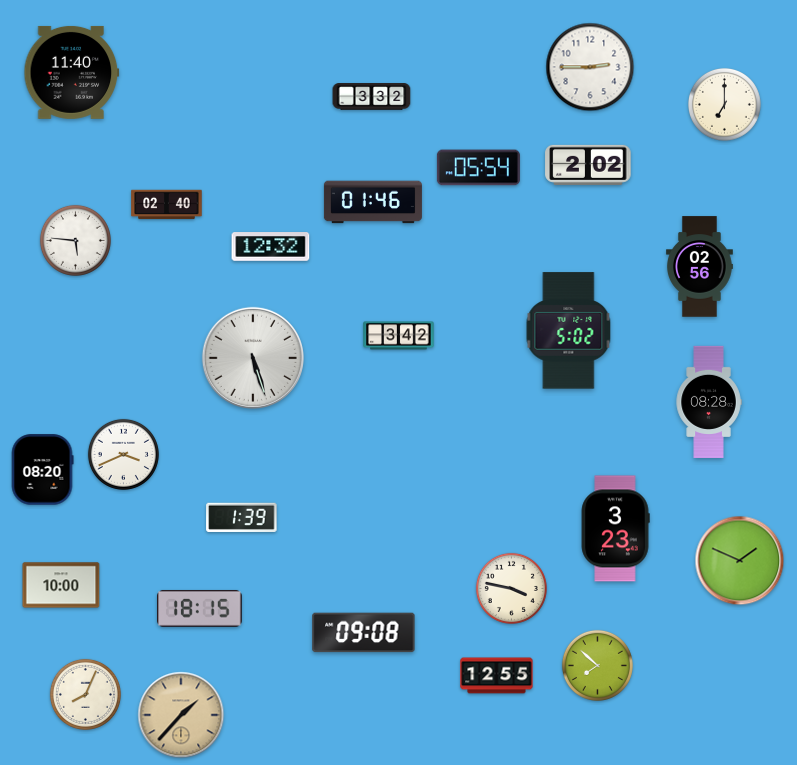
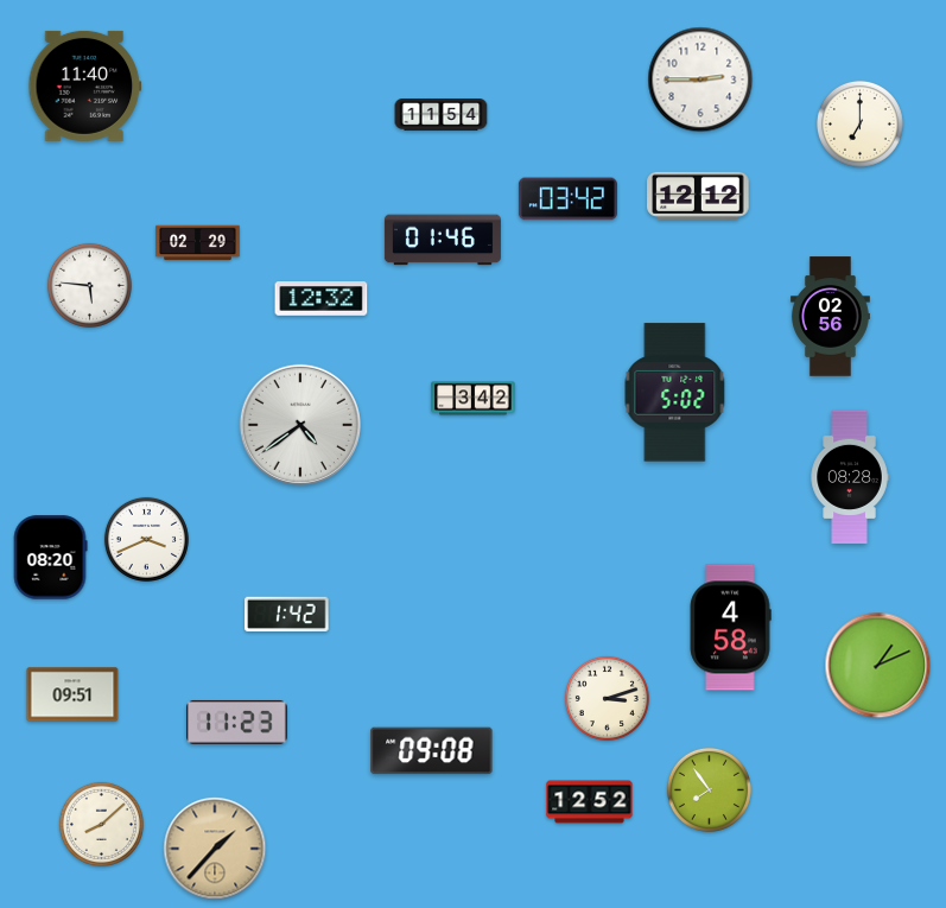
clock at (372, 97): 3:32 -> 11:54
clock at (588, 165): 2:02 -> 12:12
clock at (478, 168): 05:54 -> 03:42
clock at (167, 205): 02:40 -> 02:29
clock at (271, 247) position: (271, 247) -> (322, 299)
clock at (253, 358): 5:27 -> 4:39
clock at (709, 401) position: (709, 401) -> (850, 476)
clock at (242, 517): 1:39 -> 1:42
clock at (615, 529): 3:23 -> 4:58
clock at (740, 561): 1:49 -> 1:11
clock at (61, 585): 10:00 -> 09:51
clock at (511, 588): 3:47 -> 3:12
clock at (200, 608): 18:15 -> 11:23
clock at (597, 665): 7:52 -> 7:54
clock at (497, 676): 12:55 -> 12:52
clock at (85, 694): 8:04 -> 8:08
